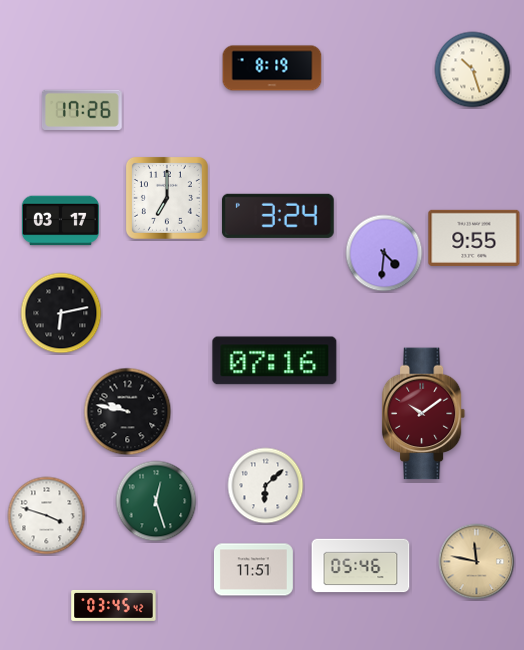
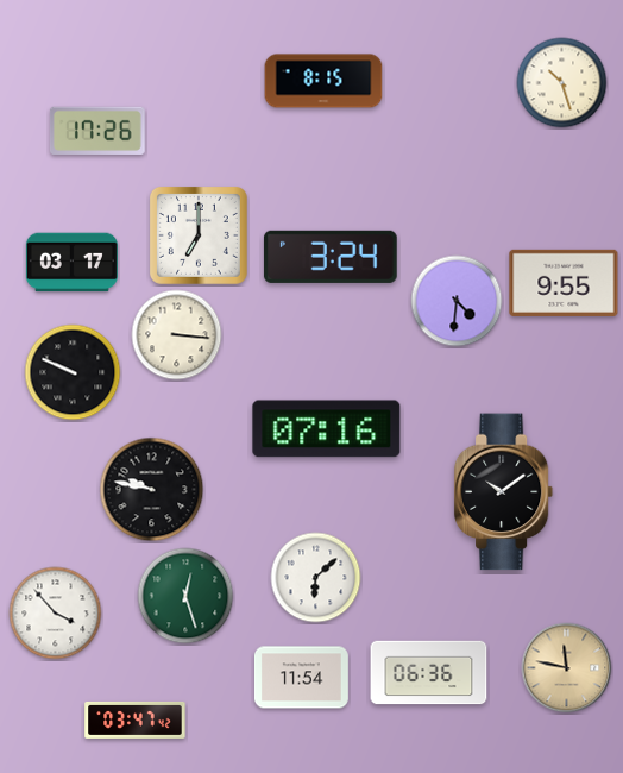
clock at (272, 68): 8:19 -> 8:15
clock at (177, 335): none -> 3:16
clock at (61, 313): 6:13 -> 9:49
clock at (424, 414) dial: burgundy -> black
clock at (47, 516): 3:48 -> 3:53
clock at (361, 566): 05:46 -> 06:36
clock at (253, 570): 11:51 -> 11:54
clock at (114, 605): 03:45 -> 03:47
